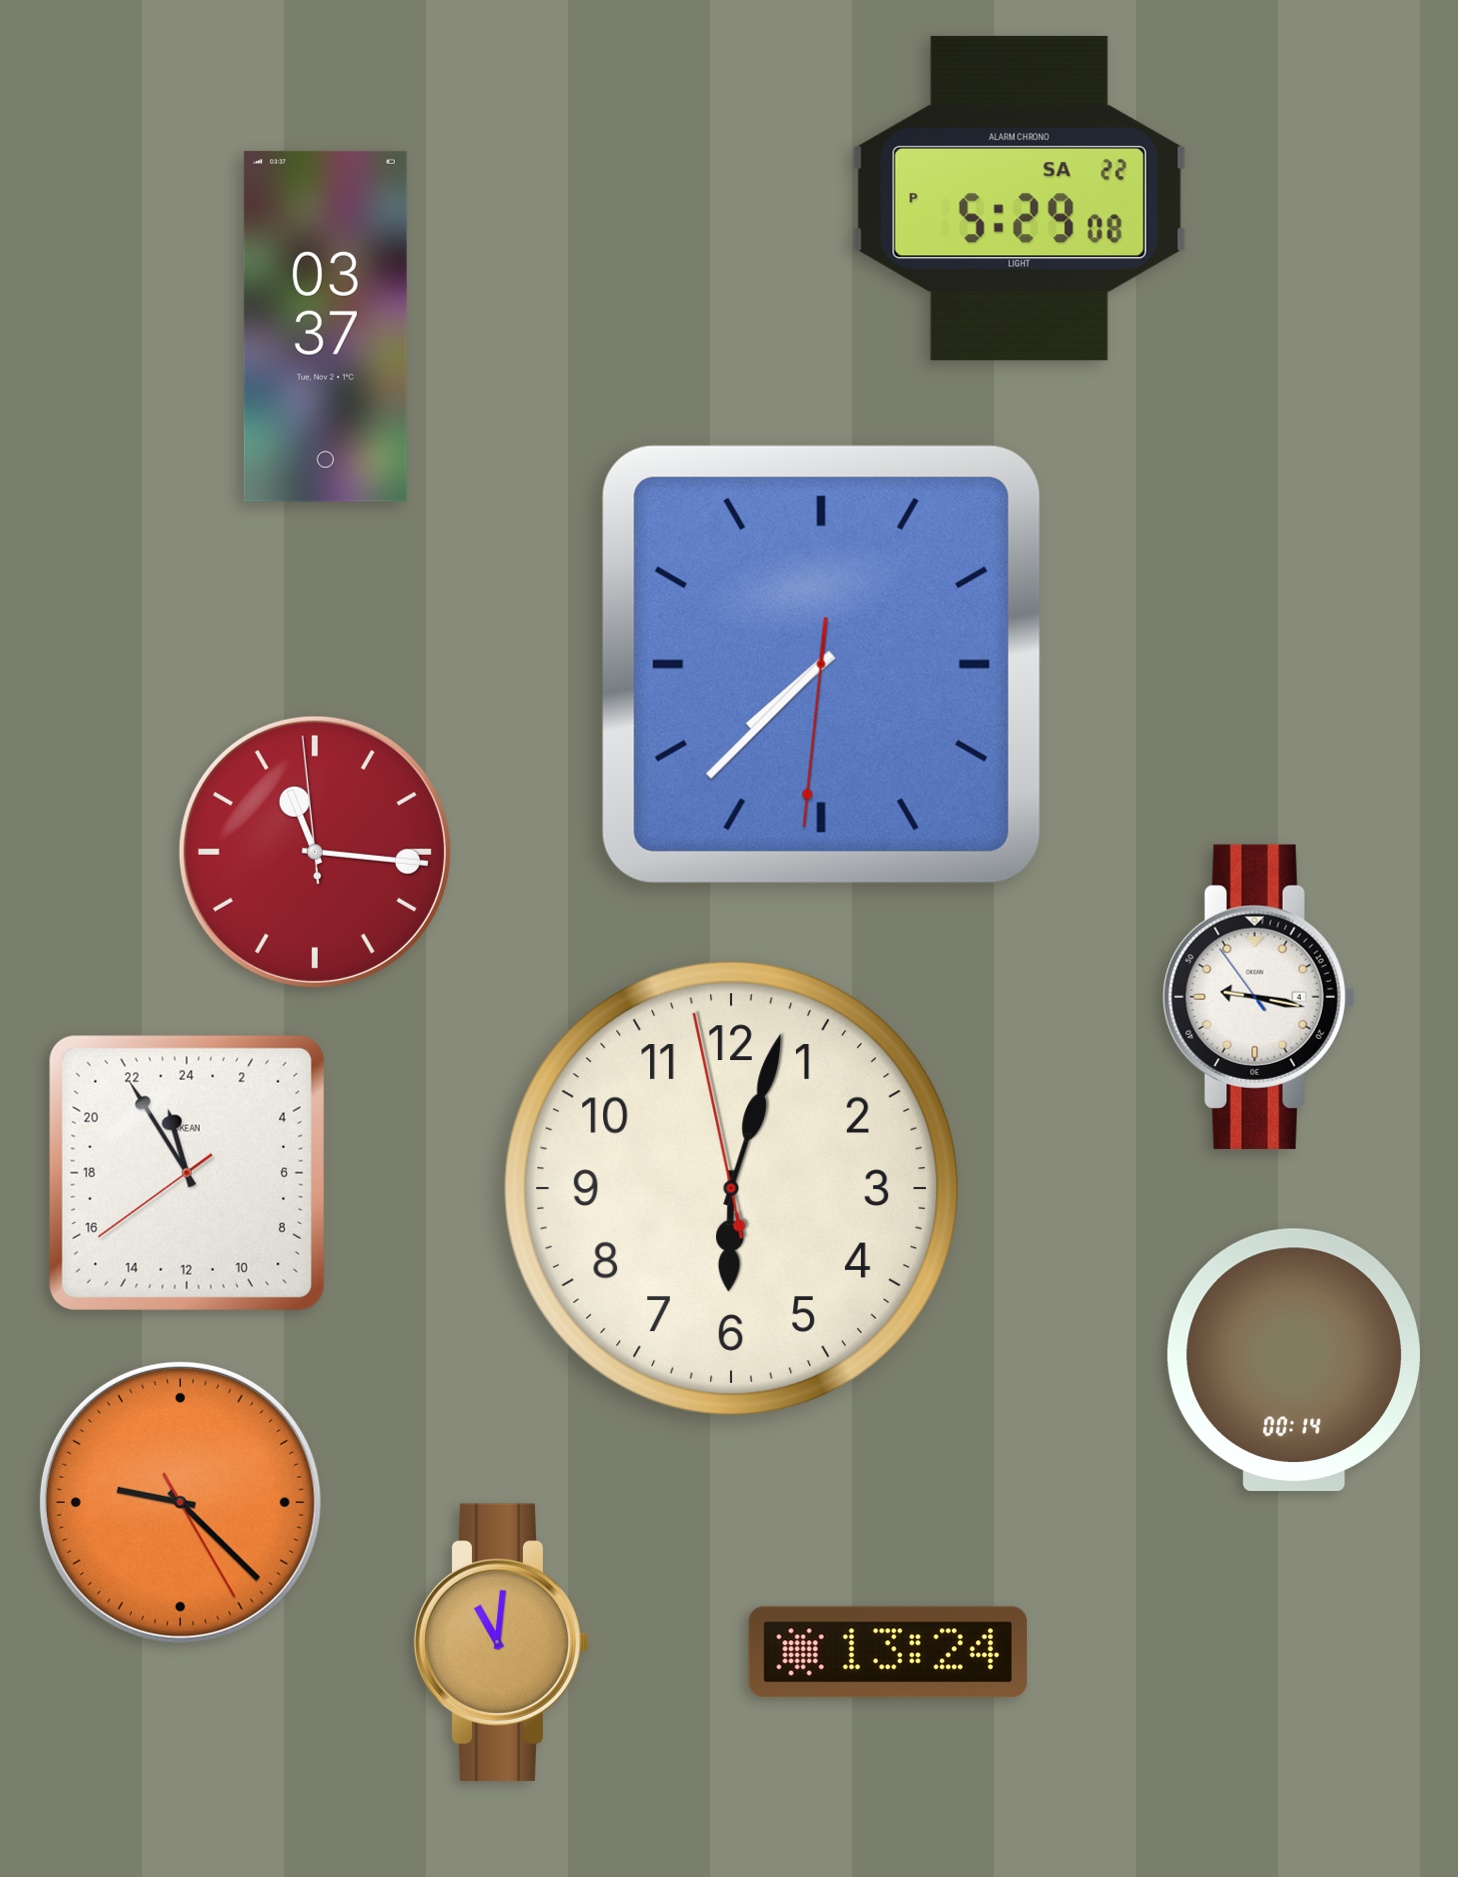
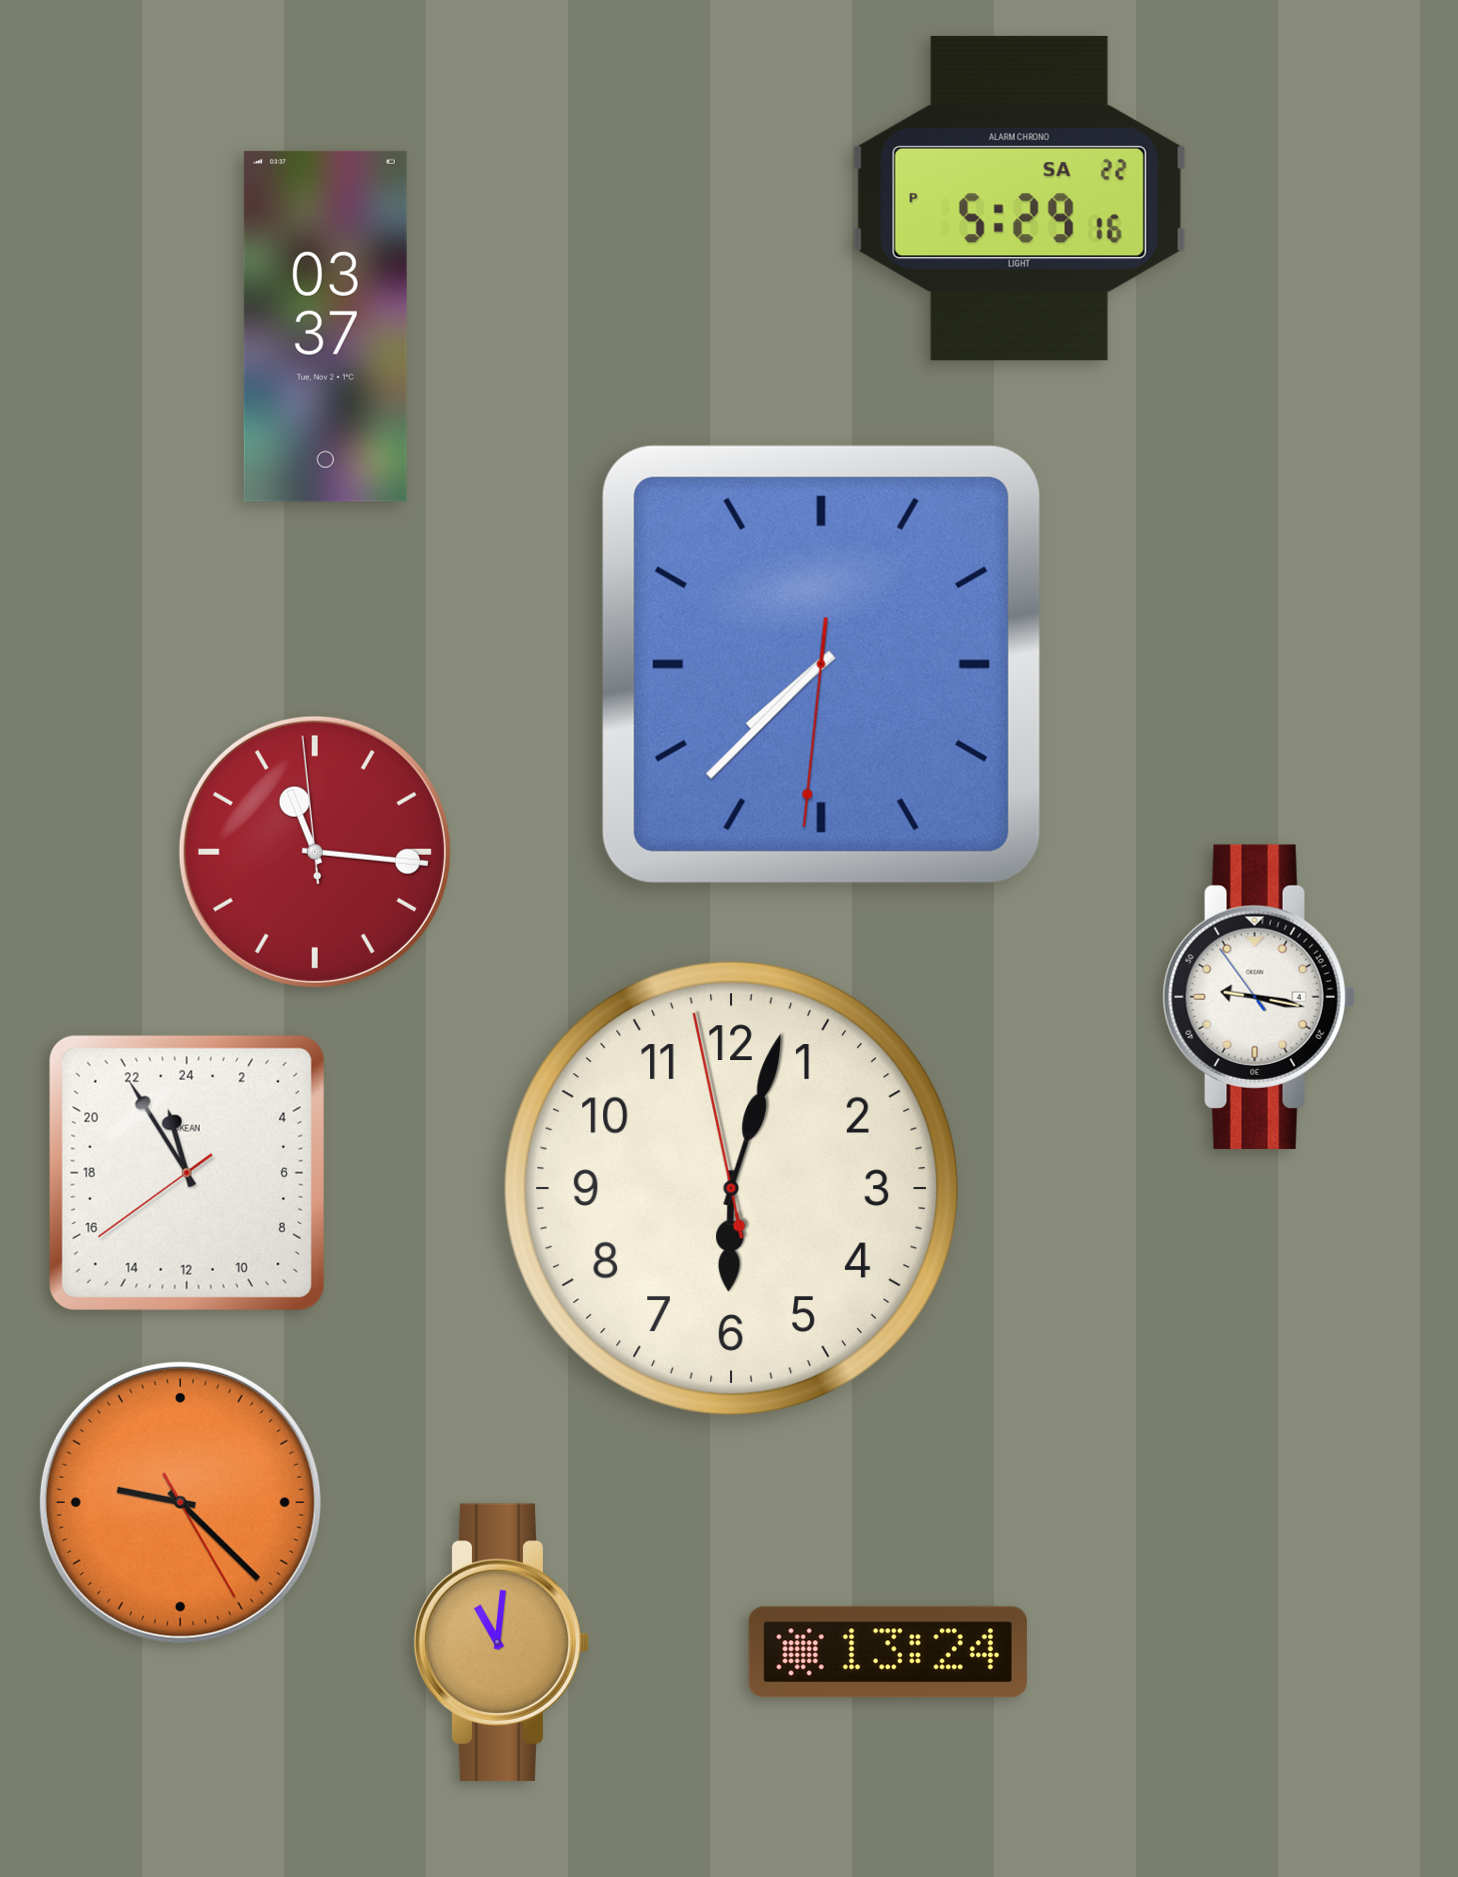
clock at (1019, 198): 5:29:08 PM -> 5:29:16 PM
clock at (1294, 1360): 00:14 -> none
